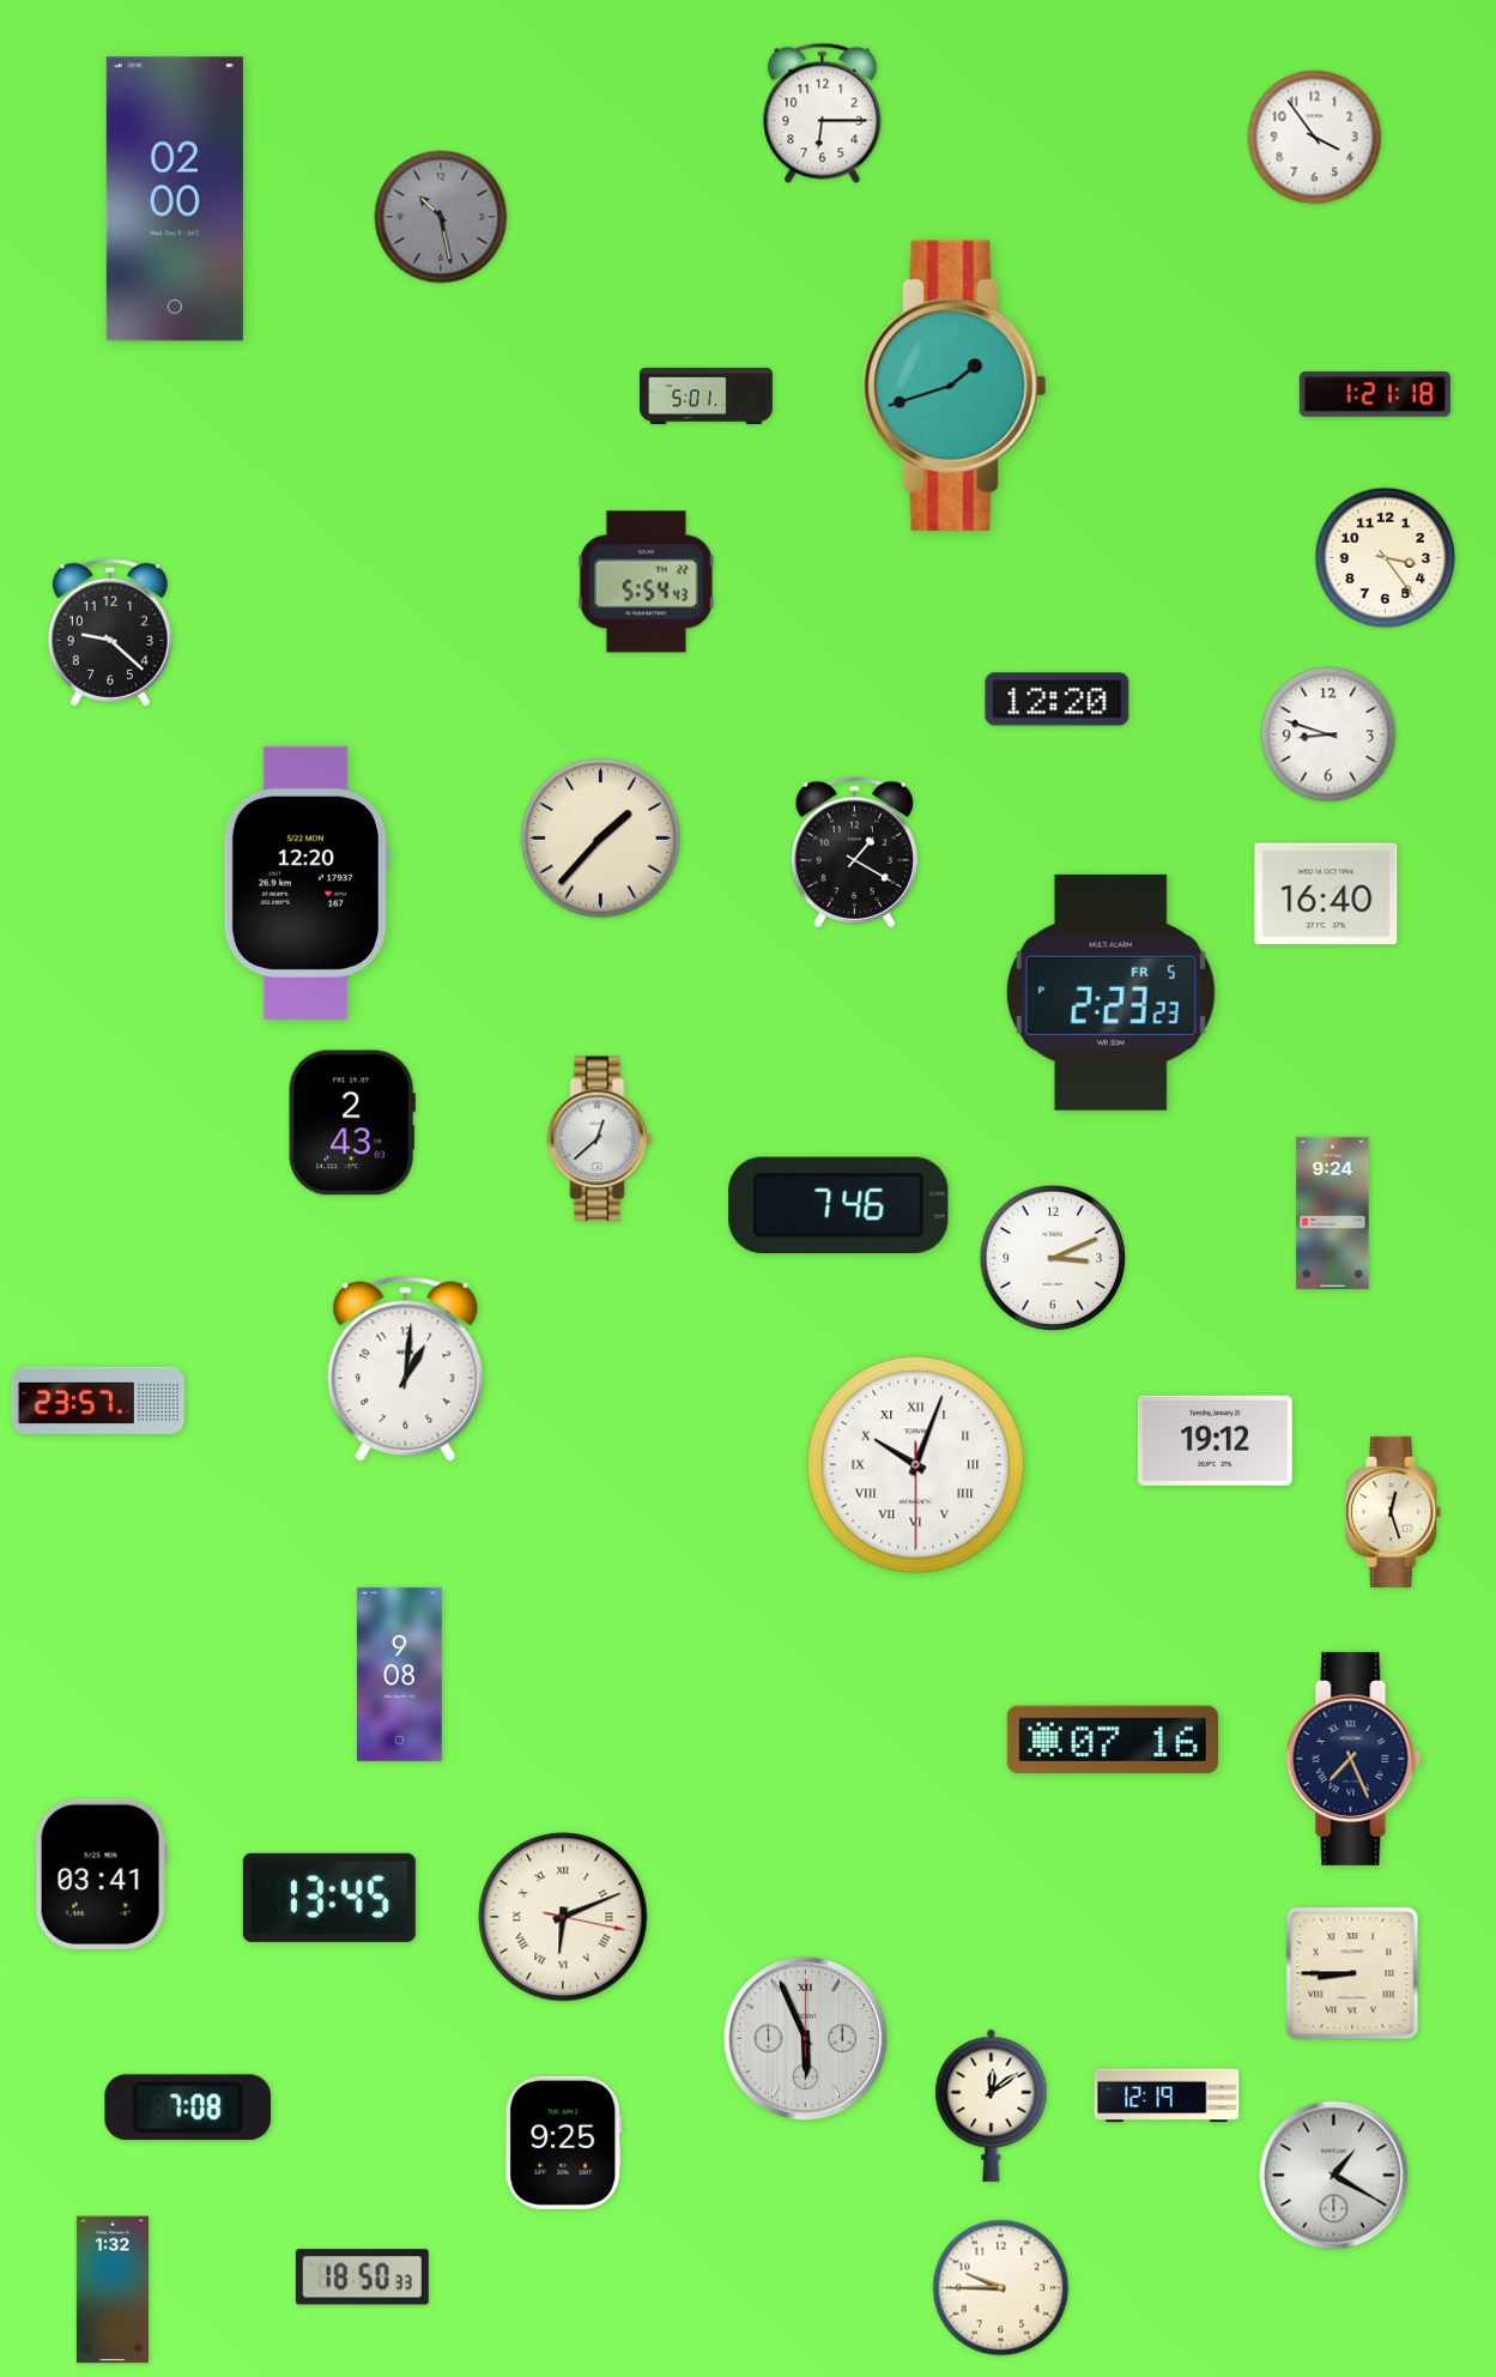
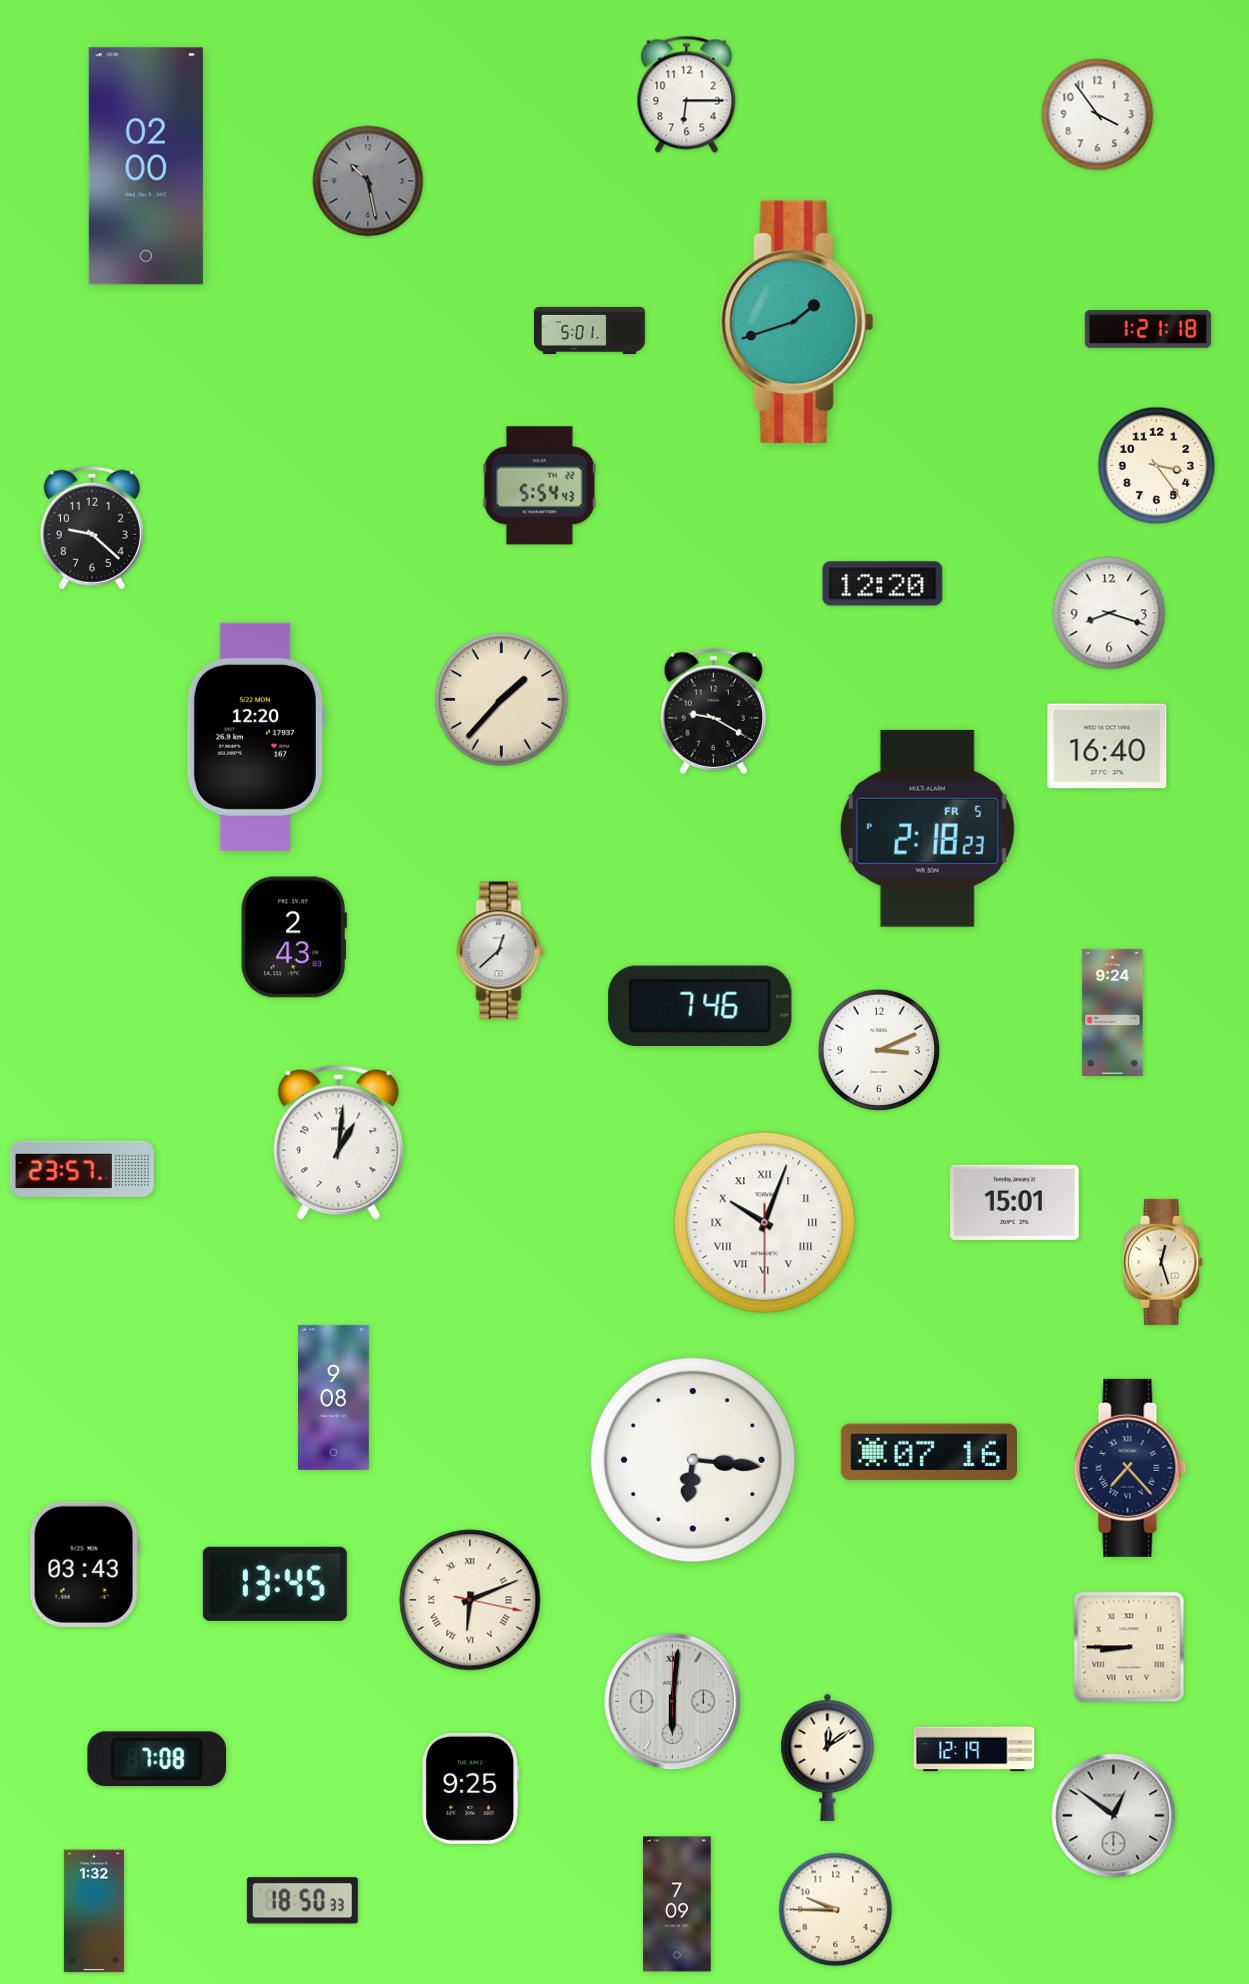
clock at (1328, 734): 8:48 -> 8:18
clock at (854, 853): 1:20 -> 9:20
clock at (1110, 992): 2:23 -> 2:18
clock at (1215, 1440): 19:12 -> 15:01
clock at (694, 1461): none -> 6:16
clock at (1353, 1759): 7:26 -> 7:23
clock at (101, 1874): 03:41 -> 03:43
clock at (806, 2039): 5:56 -> 6:01
clock at (1334, 2176): 1:20 -> 12:51
clock at (677, 1904): none -> 7:09
